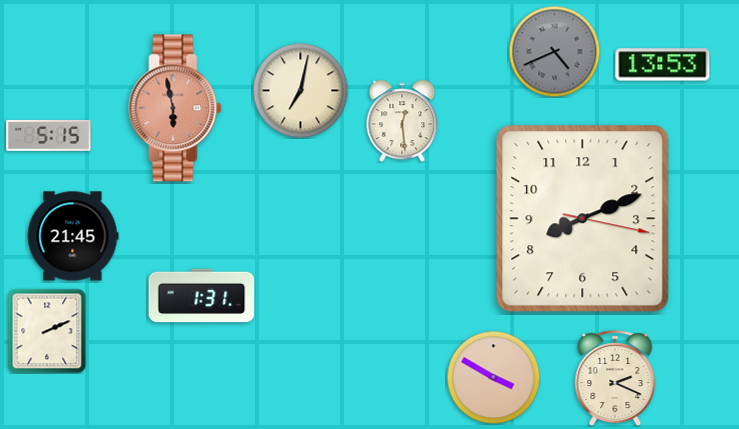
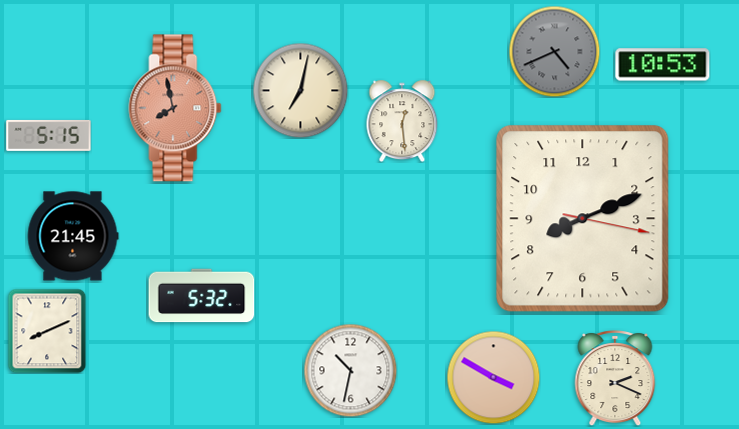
clock at (663, 65): 13:53 -> 10:53
clock at (175, 108): 5:58 -> 7:58
clock at (202, 296): 1:31 -> 5:32
clock at (47, 331): 2:11 -> 8:11
clock at (350, 370): none -> 10:32
